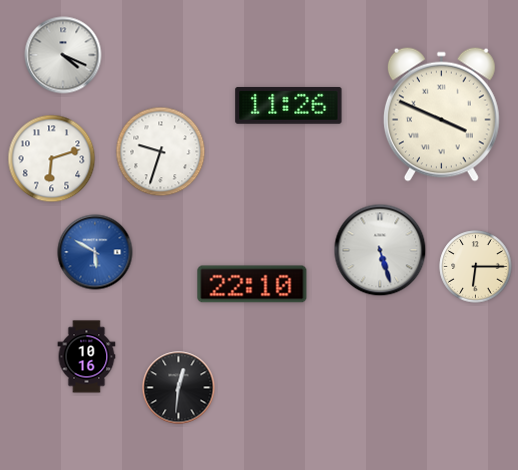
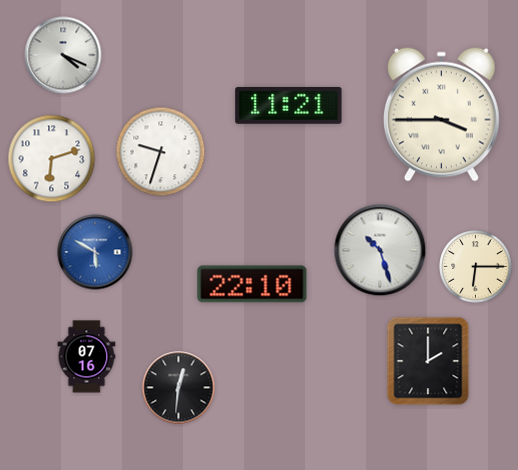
clock at (289, 105): 11:26 -> 11:21
clock at (441, 114): 3:49 -> 3:45
clock at (380, 250): 5:27 -> 10:27
clock at (87, 357): 10:16 -> 07:16
clock at (428, 361): none -> 2:00
